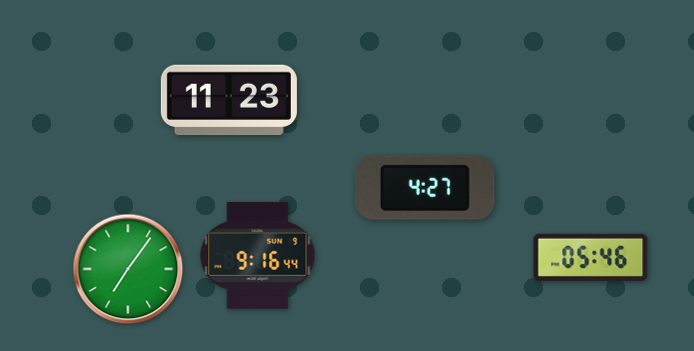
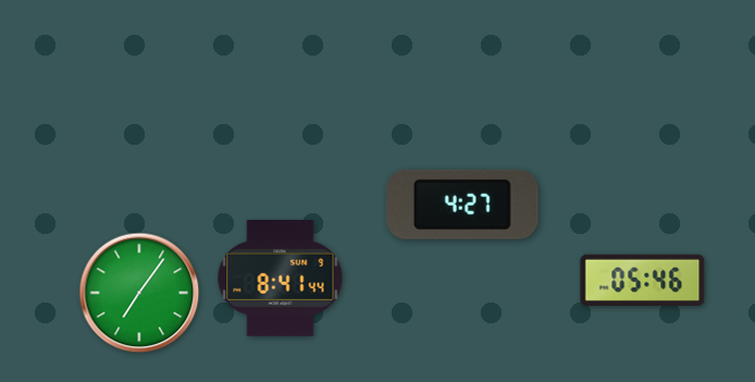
clock at (229, 100): 11:23 -> none
clock at (258, 256): 9:16 -> 8:41
